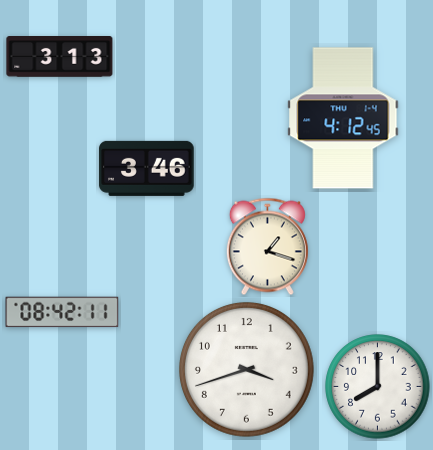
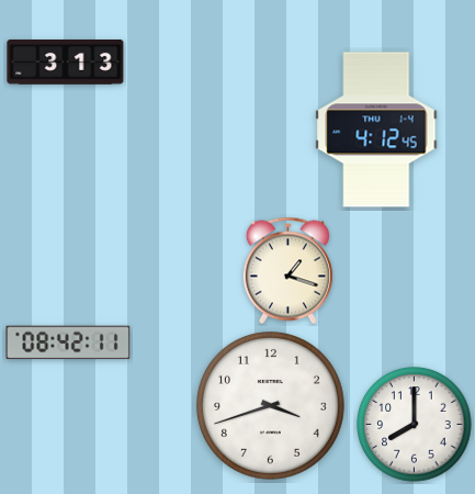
clock at (147, 168): 3:46 -> none
clock at (267, 247) position: (267, 247) -> (287, 271)
